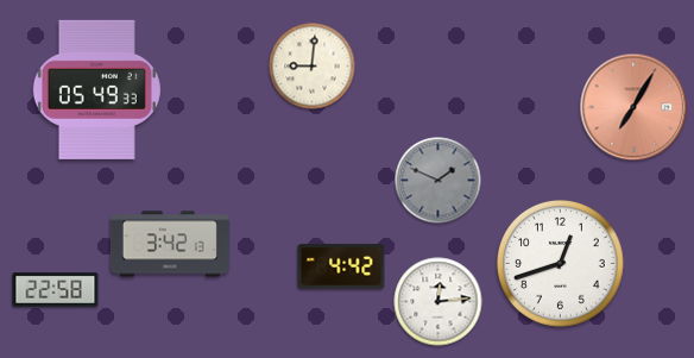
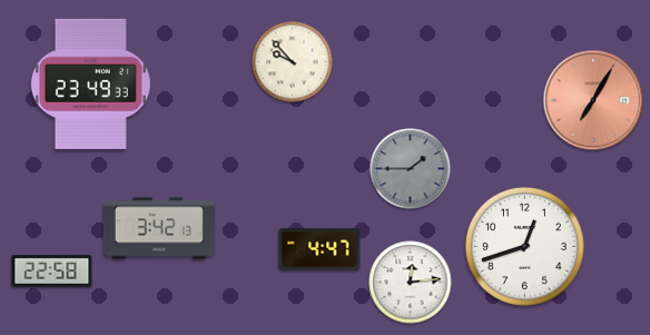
clock at (313, 67): 9:01 -> 9:53
clock at (96, 89): 05:49 -> 23:49
clock at (439, 181): 1:49 -> 1:45
clock at (341, 266): 4:42 -> 4:47
